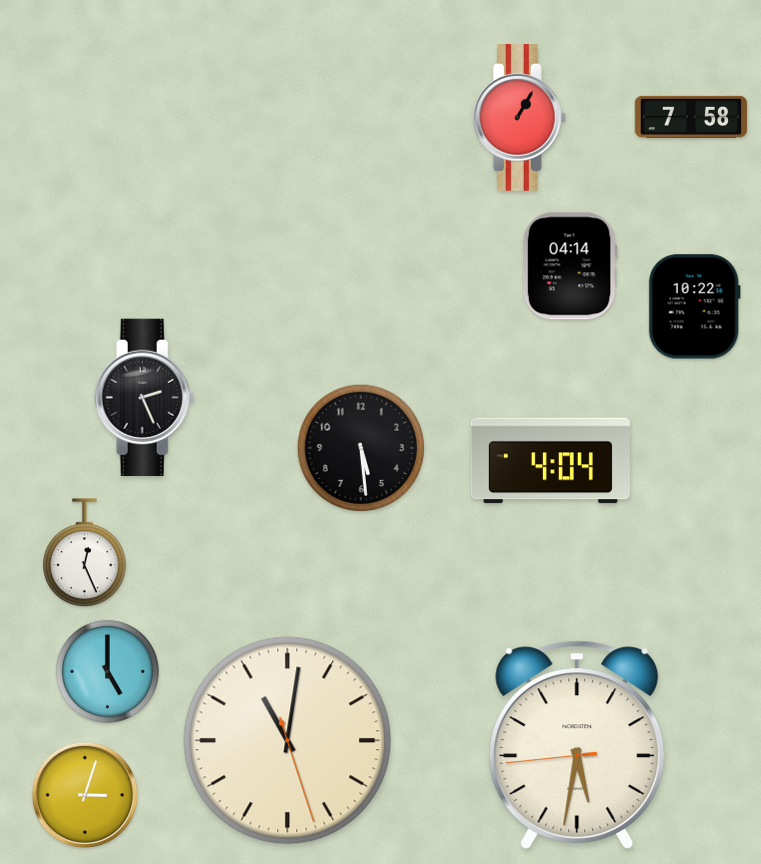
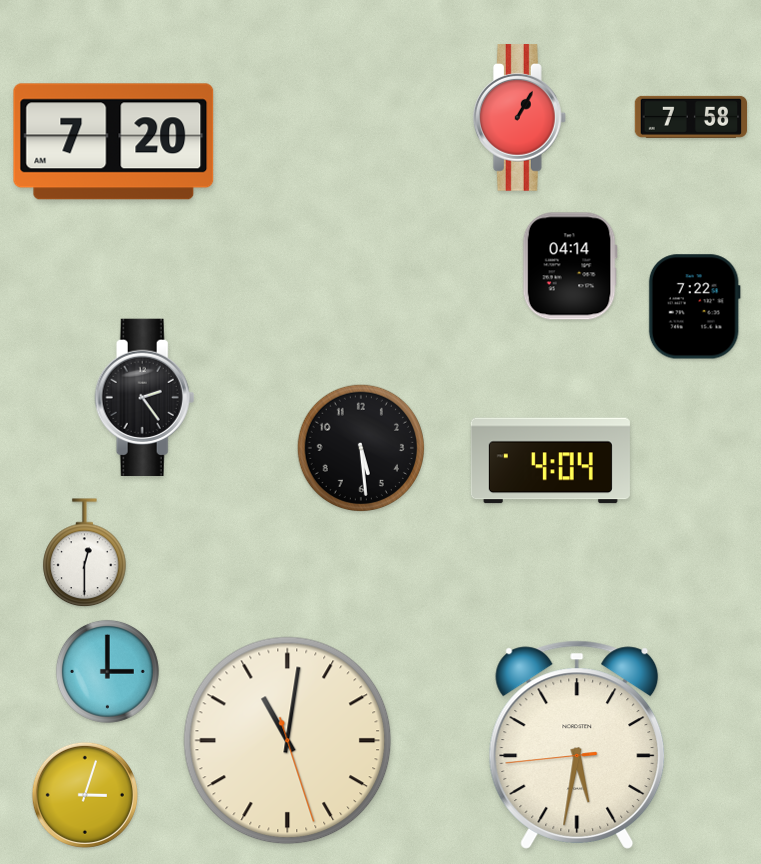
clock at (114, 142): none -> 7:20
clock at (694, 307): 10:22 -> 7:22
clock at (145, 397): 2:26 -> 2:24
clock at (85, 553): 12:26 -> 12:30
clock at (107, 671): 5:00 -> 3:00
